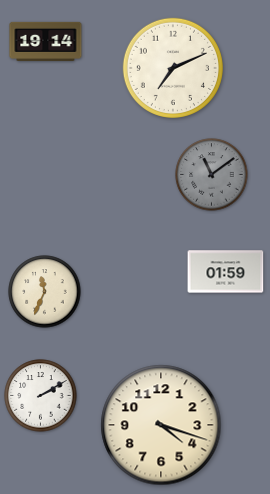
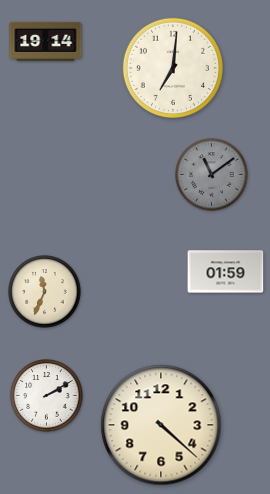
clock at (173, 68): 7:11 -> 7:01
clock at (41, 396) position: (41, 396) -> (47, 396)
clock at (161, 425): 4:18 -> 4:22
